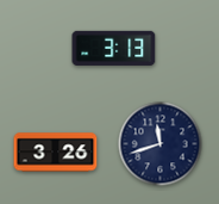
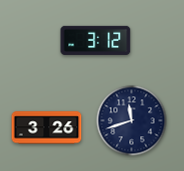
clock at (114, 48): 3:13 -> 3:12
clock at (161, 144) position: (161, 144) -> (132, 121)
